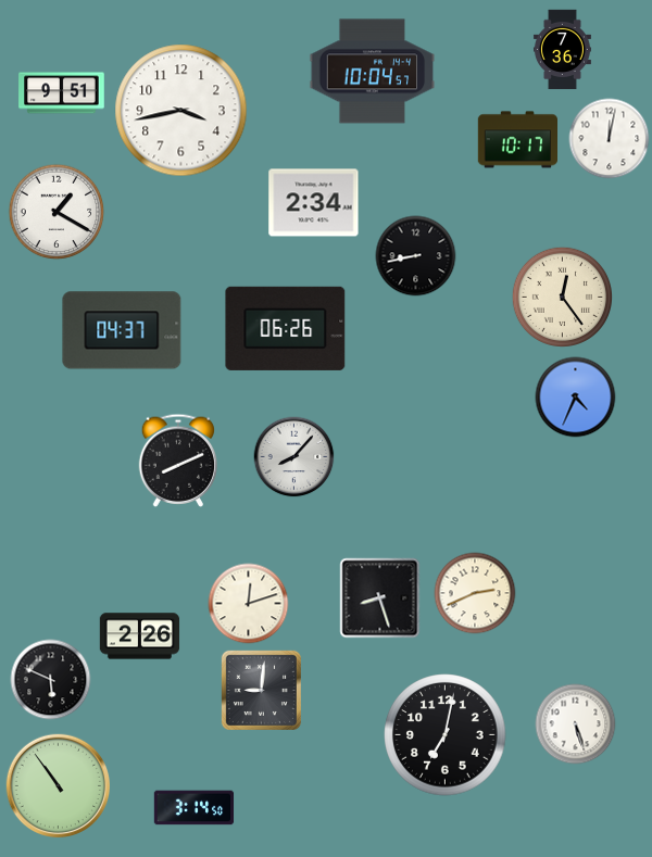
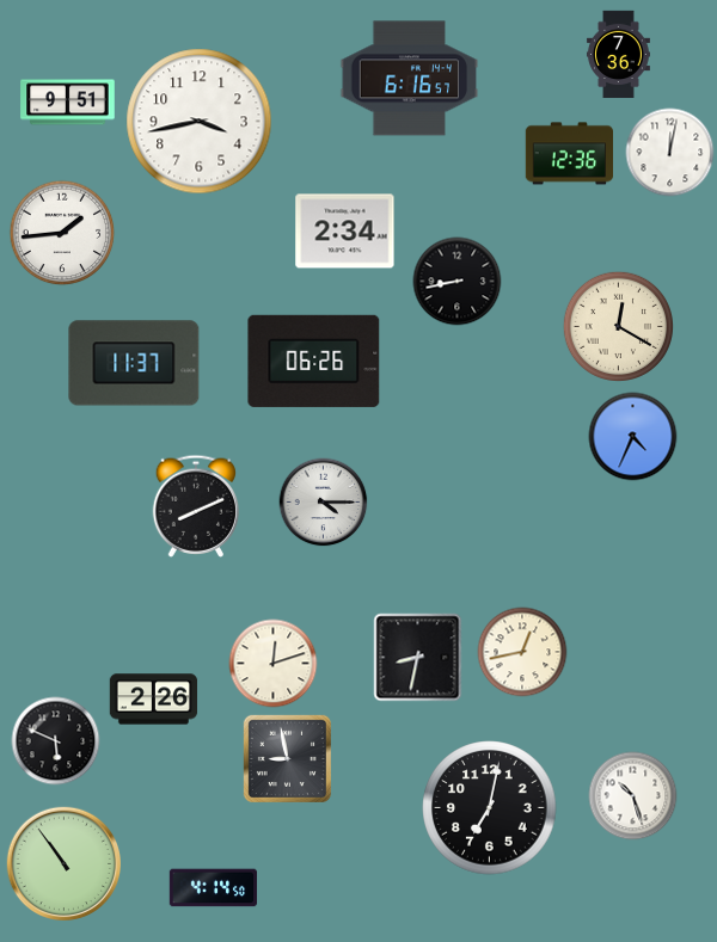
clock at (373, 72): 10:04 -> 6:16
clock at (518, 140): 10:17 -> 12:36
clock at (314, 203) position: (314, 203) -> (345, 232)
clock at (57, 212): 1:20 -> 1:44
clock at (562, 297): 12:24 -> 12:20
clock at (122, 330): 04:37 -> 11:37
clock at (294, 457): 8:07 -> 4:15
clock at (475, 593): 2:41 -> 12:43
clock at (380, 598): 8:27 -> 8:32
clock at (51, 680) position: (51, 680) -> (56, 741)
clock at (261, 690): 9:01 -> 8:58
clock at (576, 724): 5:27 -> 10:27
clock at (195, 808): 3:14 -> 4:14
